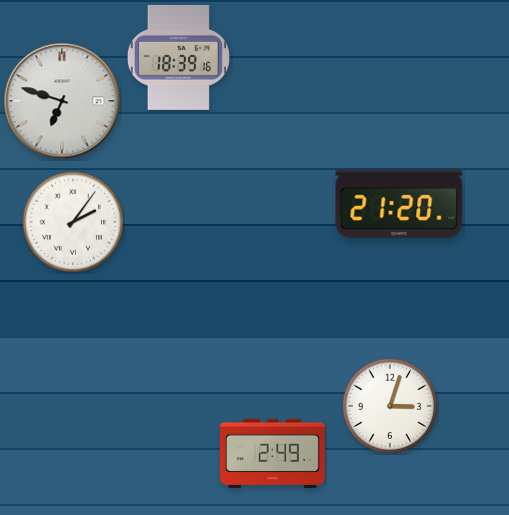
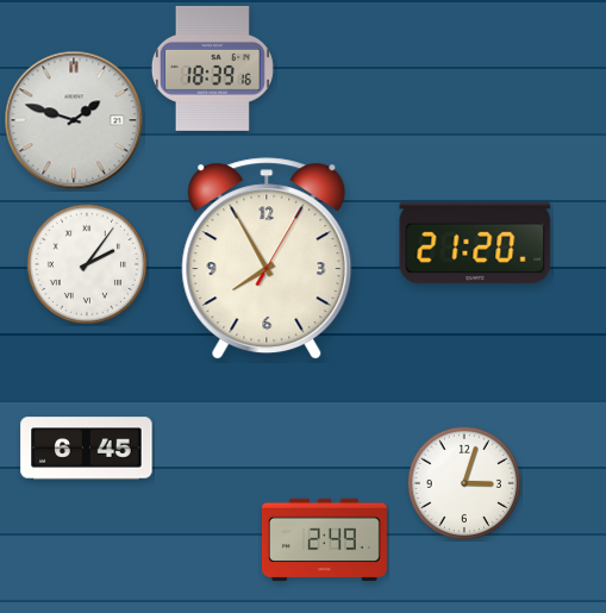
clock at (62, 101): 6:48 -> 1:48
clock at (267, 259): none -> 7:55
clock at (87, 449): none -> 6:45
